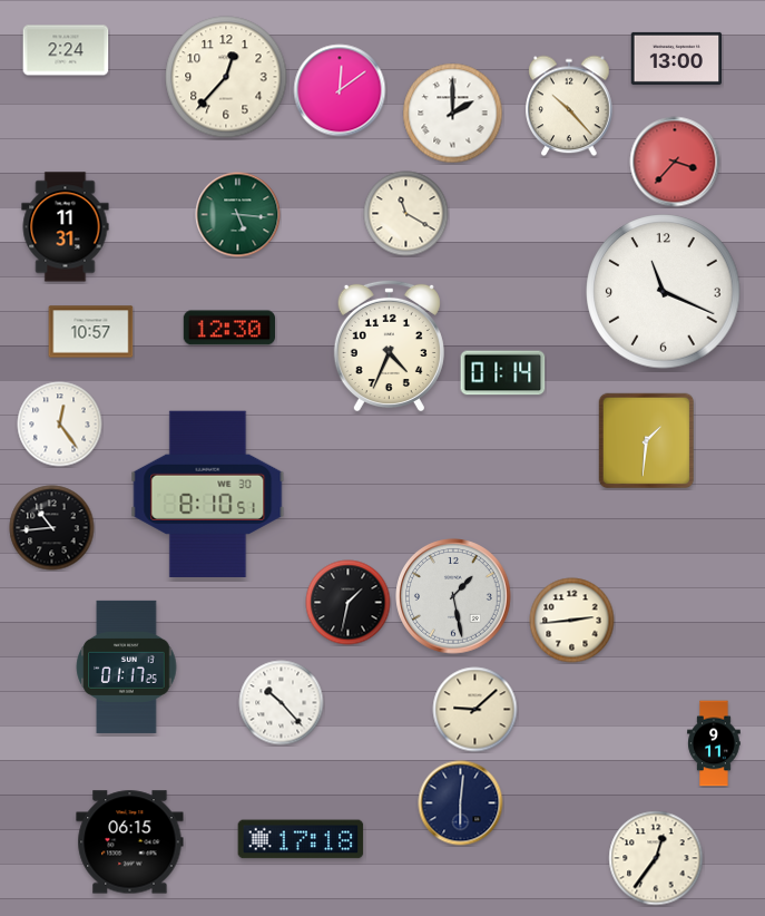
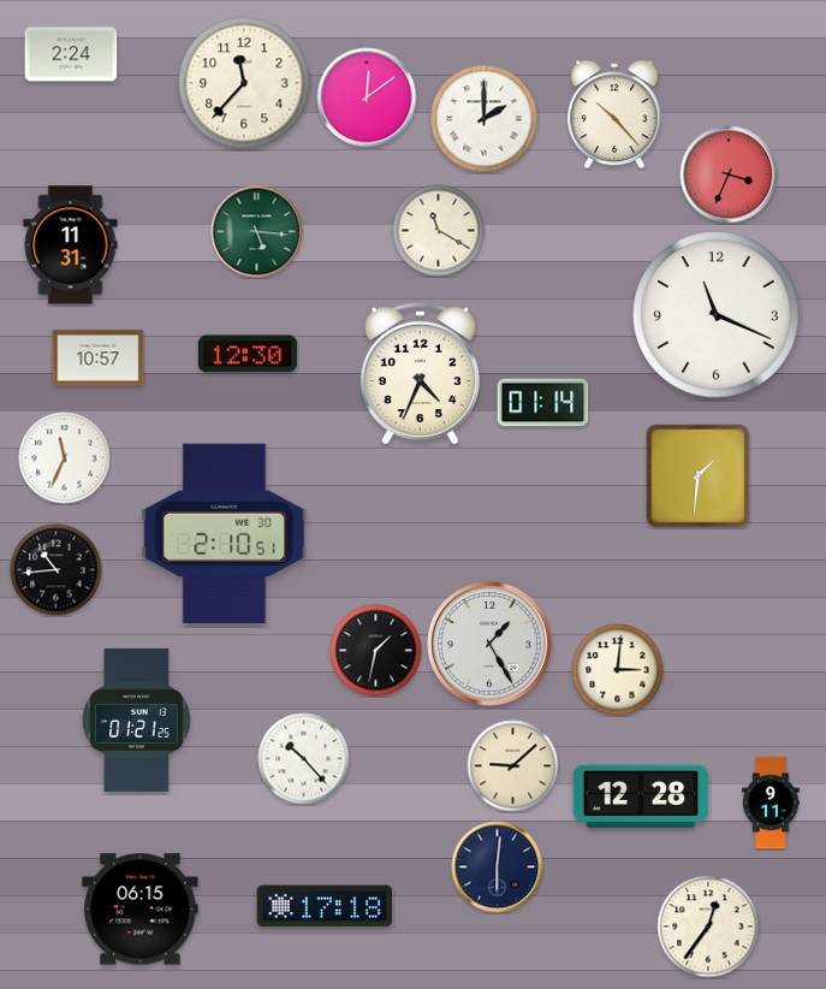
clock at (677, 58): 13:00 -> none
clock at (226, 77): 12:37 -> 11:37
clock at (453, 114) position: (453, 114) -> (485, 119)
clock at (675, 162): 3:37 -> 3:34
clock at (60, 425): 12:24 -> 11:34
clock at (208, 494): 8:10 -> 2:10
clock at (453, 596): 1:28 -> 1:25
clock at (572, 621): 2:44 -> 3:01
clock at (127, 666): 01:17 -> 01:21
clock at (641, 796): none -> 12:28
